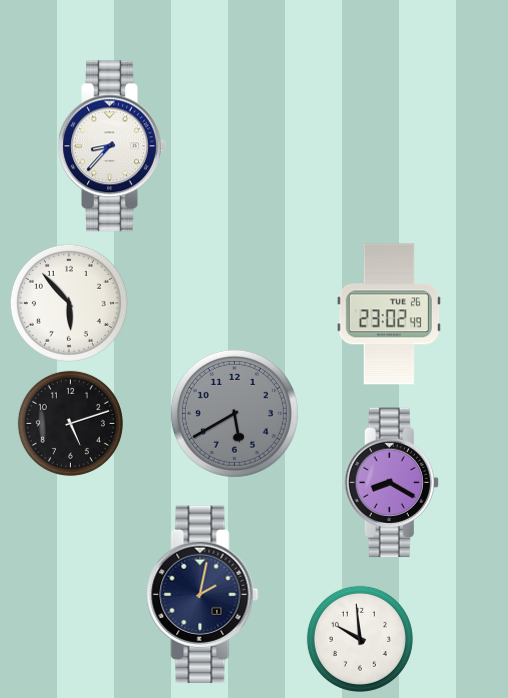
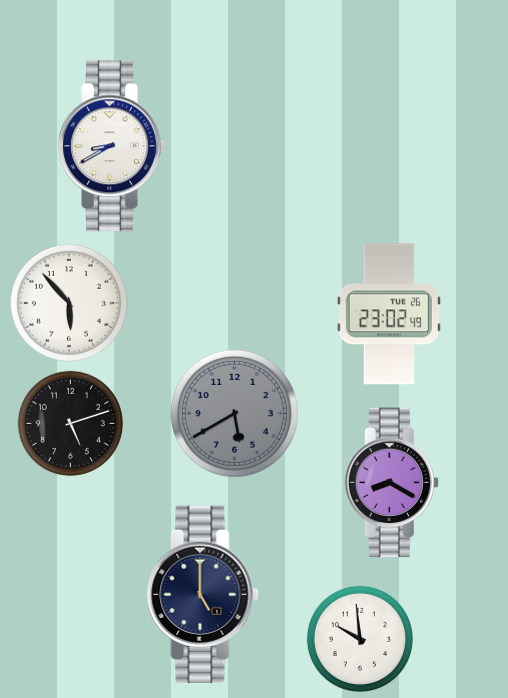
clock at (112, 146): 8:37 -> 8:40
clock at (203, 595): 2:02 -> 5:00
